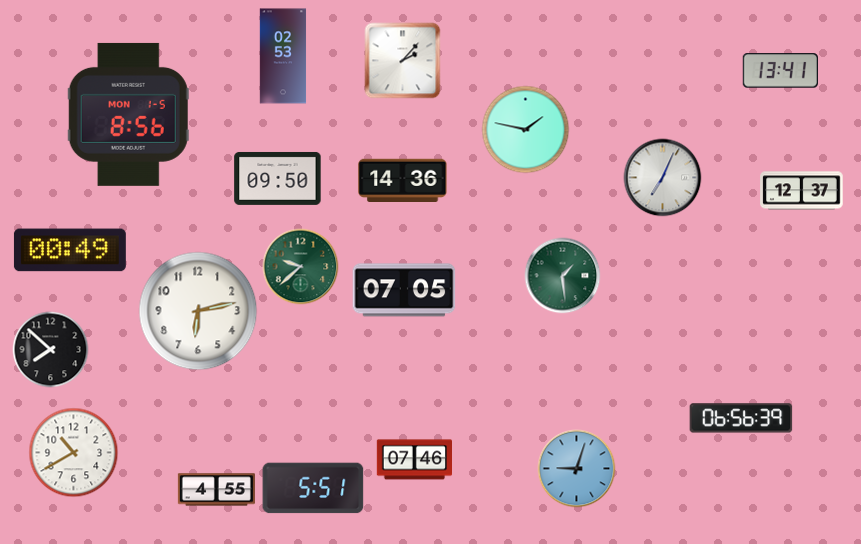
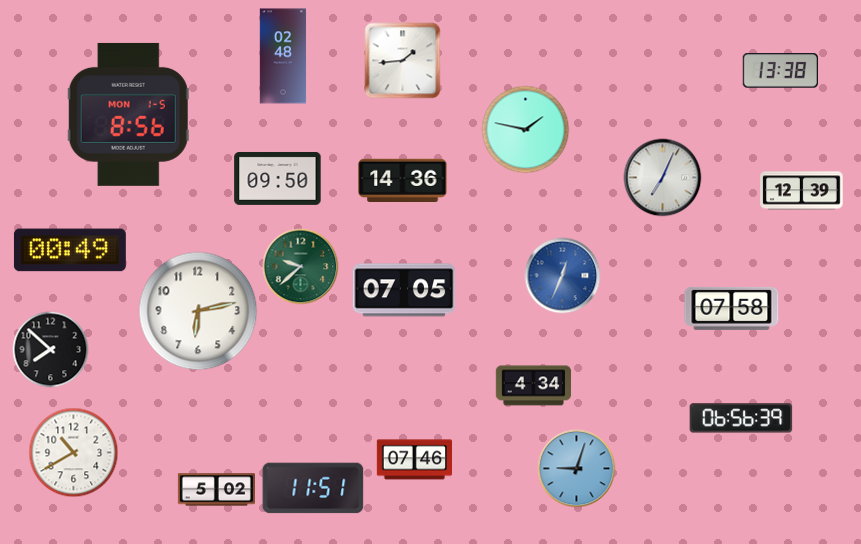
clock at (283, 56): 02:53 -> 02:48
clock at (403, 61): 2:07 -> 1:44
clock at (780, 71): 13:41 -> 13:38
clock at (802, 191): 12:37 -> 12:39
clock at (563, 276): 1:29 -> 12:34
clock at (563, 276) dial: green -> blue
clock at (732, 308): none -> 07:58
clock at (534, 386): none -> 4:34
clock at (313, 488): 5:51 -> 11:51
clock at (216, 490): 4:55 -> 5:02
